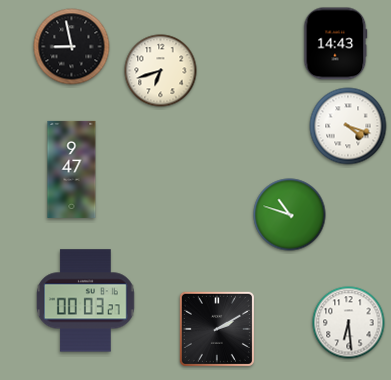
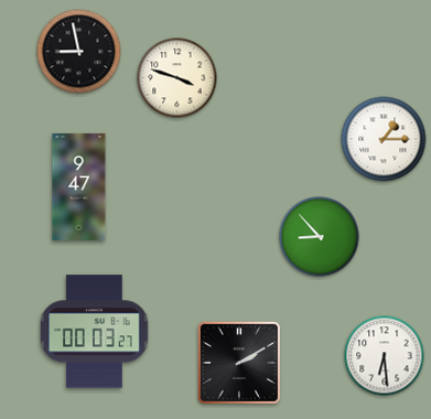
clock at (336, 44): 14:43 -> none
clock at (161, 71): 6:42 -> 3:48
clock at (348, 126): 4:18 -> 1:15
clock at (290, 215): 10:48 -> 8:53
